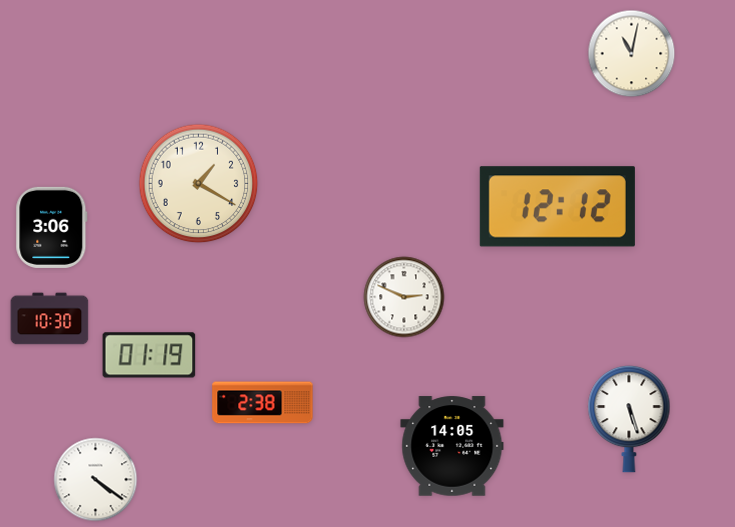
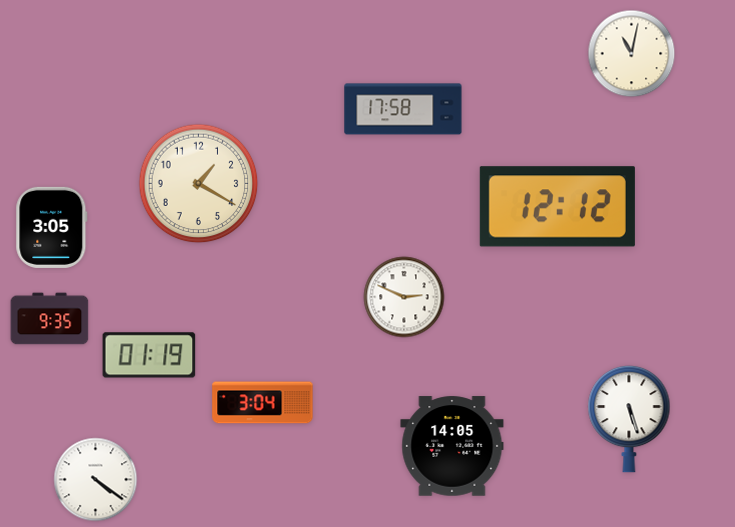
clock at (403, 109): none -> 17:58
clock at (52, 227): 3:06 -> 3:05
clock at (50, 319): 10:30 -> 9:35
clock at (263, 403): 2:38 -> 3:04
